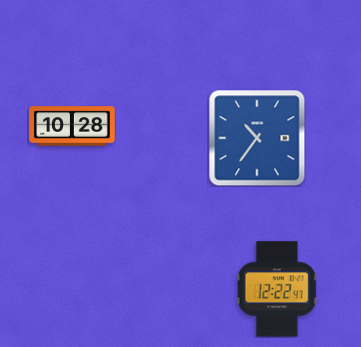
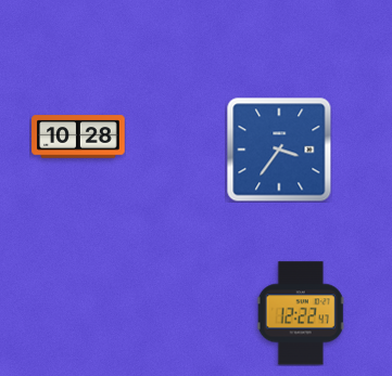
clock at (257, 138): 10:36 -> 3:36
